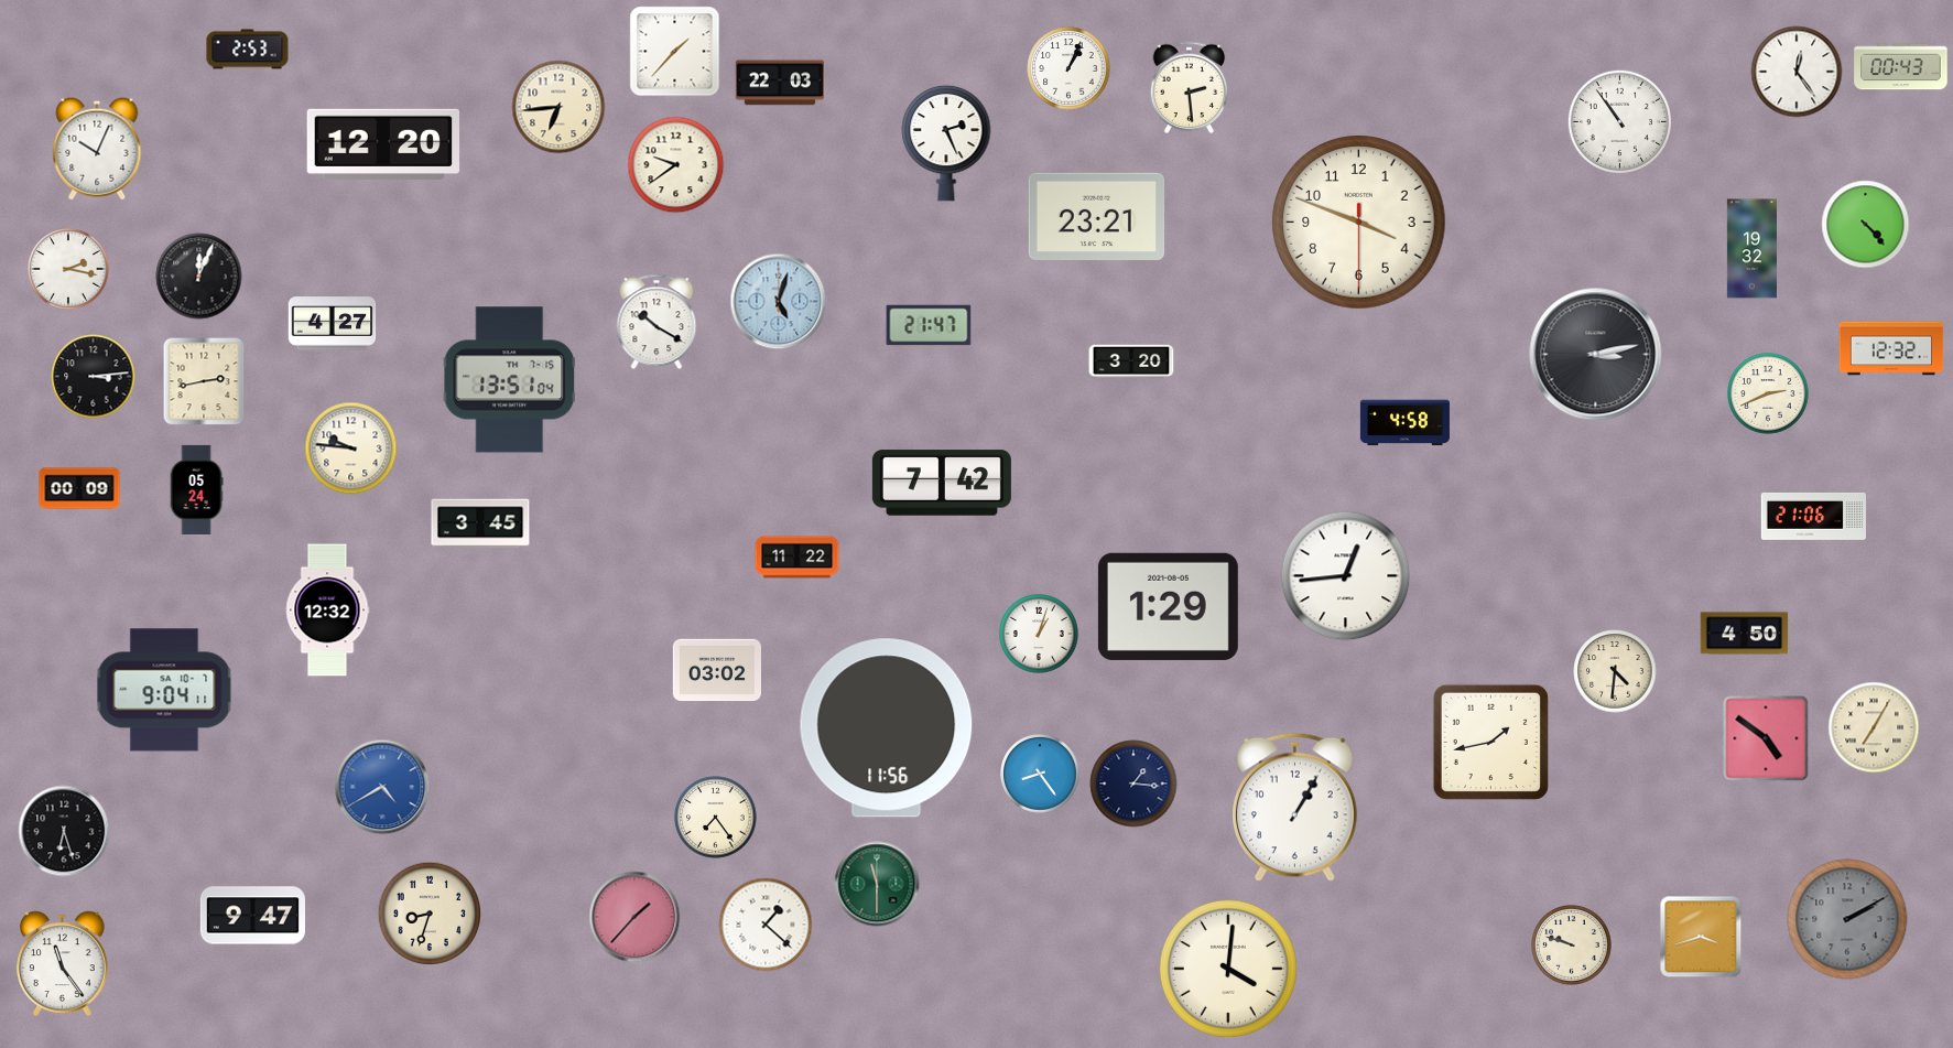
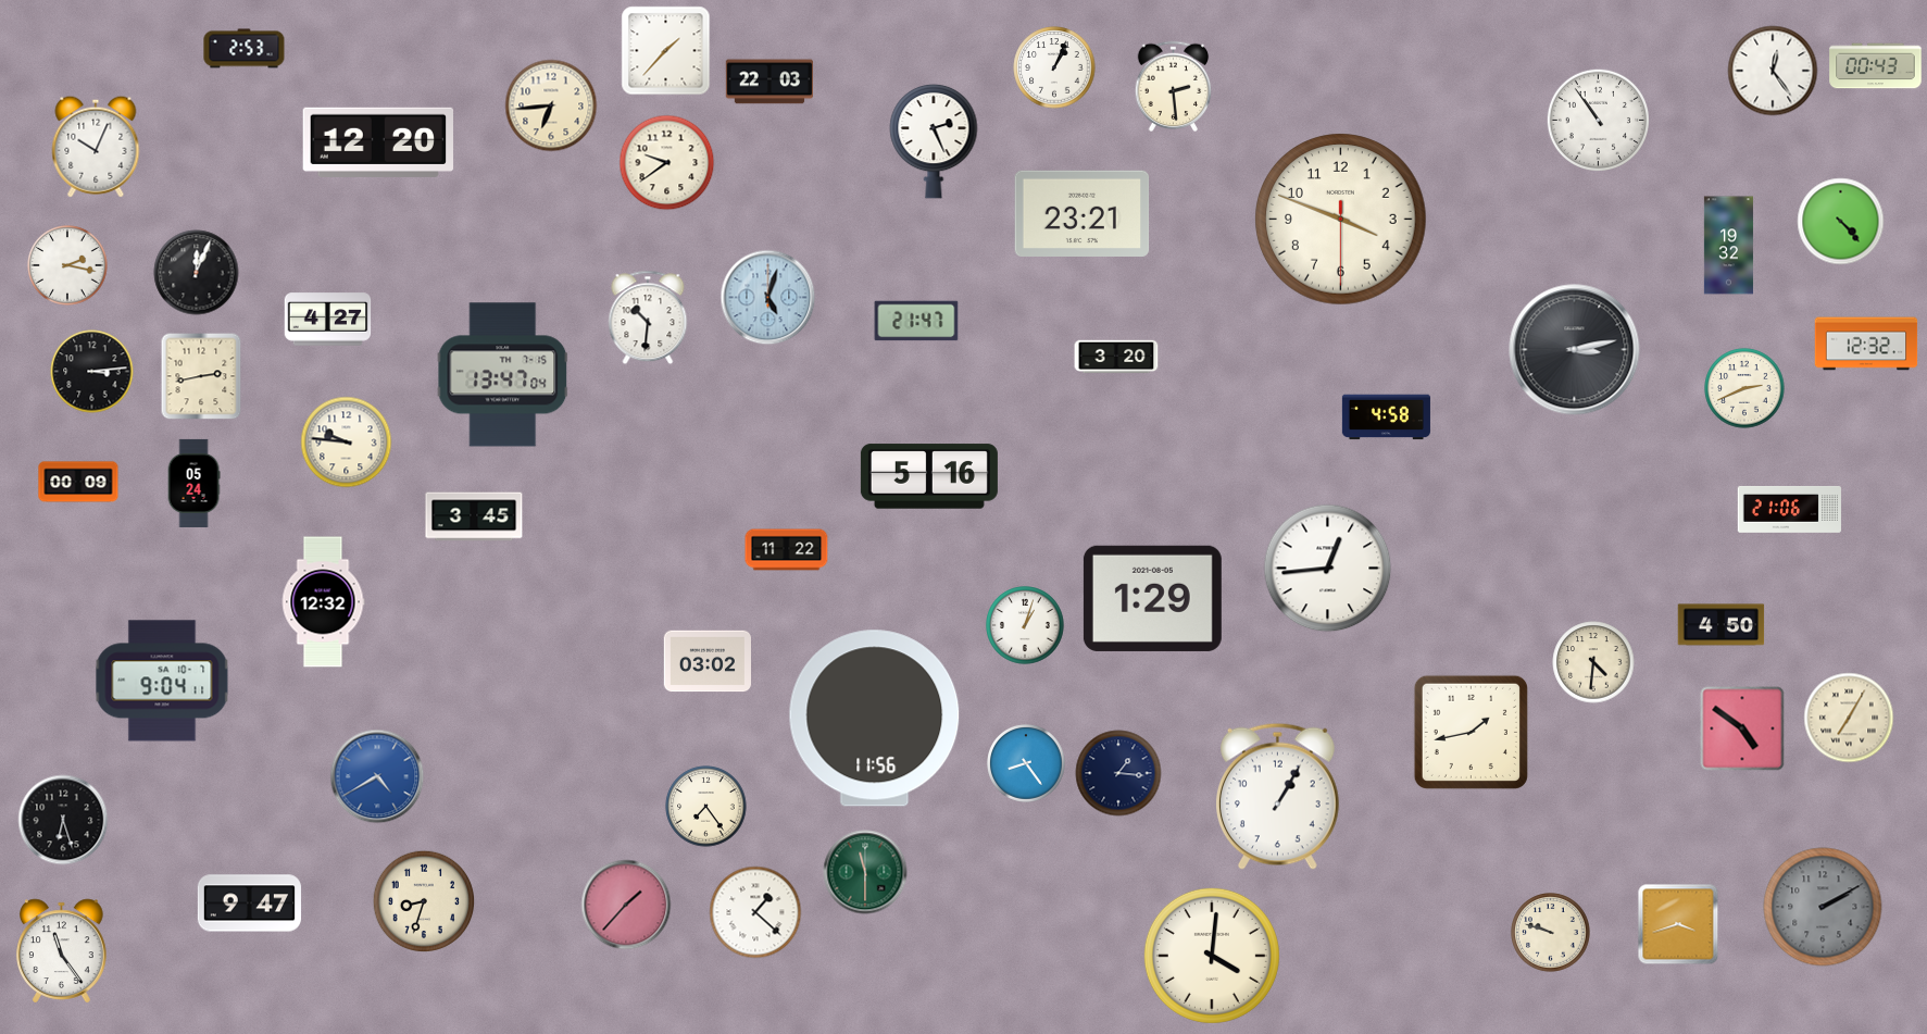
clock at (657, 322): 10:20 -> 10:31
clock at (510, 380): 13:51 -> 13:47
clock at (942, 483): 7:42 -> 5:16
